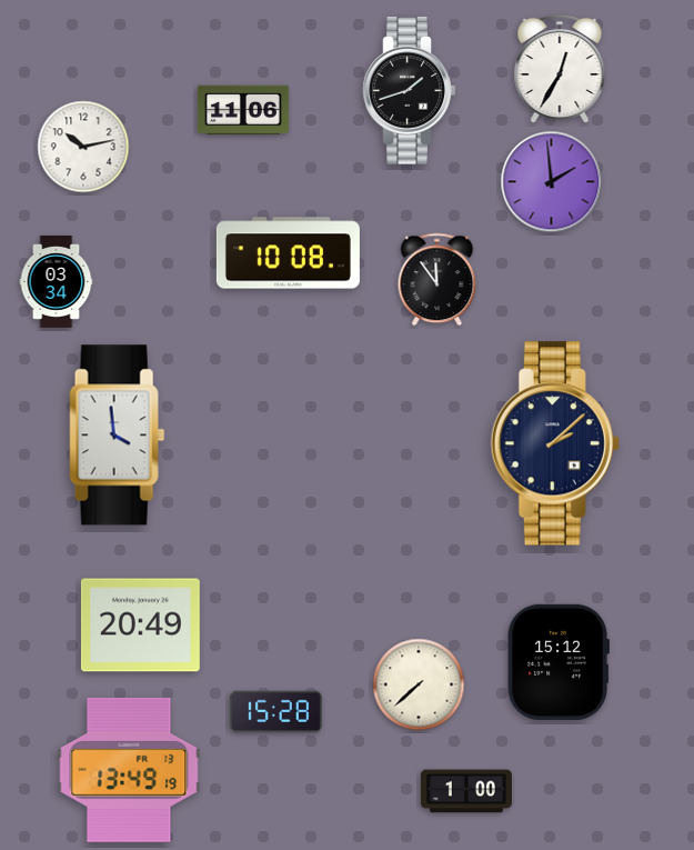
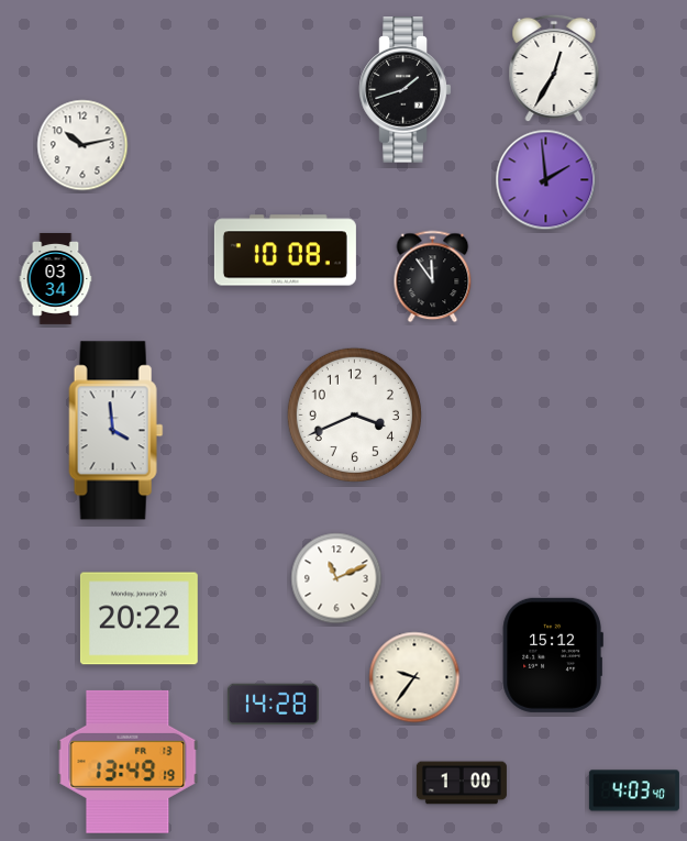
clock at (243, 110): 11:06 -> none
clock at (354, 414): none -> 3:41
clock at (555, 443): 2:08 -> none
clock at (336, 578): none -> 11:11
clock at (140, 626): 20:49 -> 20:22
clock at (419, 684): 7:38 -> 9:36
clock at (275, 712): 15:28 -> 14:28
clock at (634, 790): none -> 4:03
